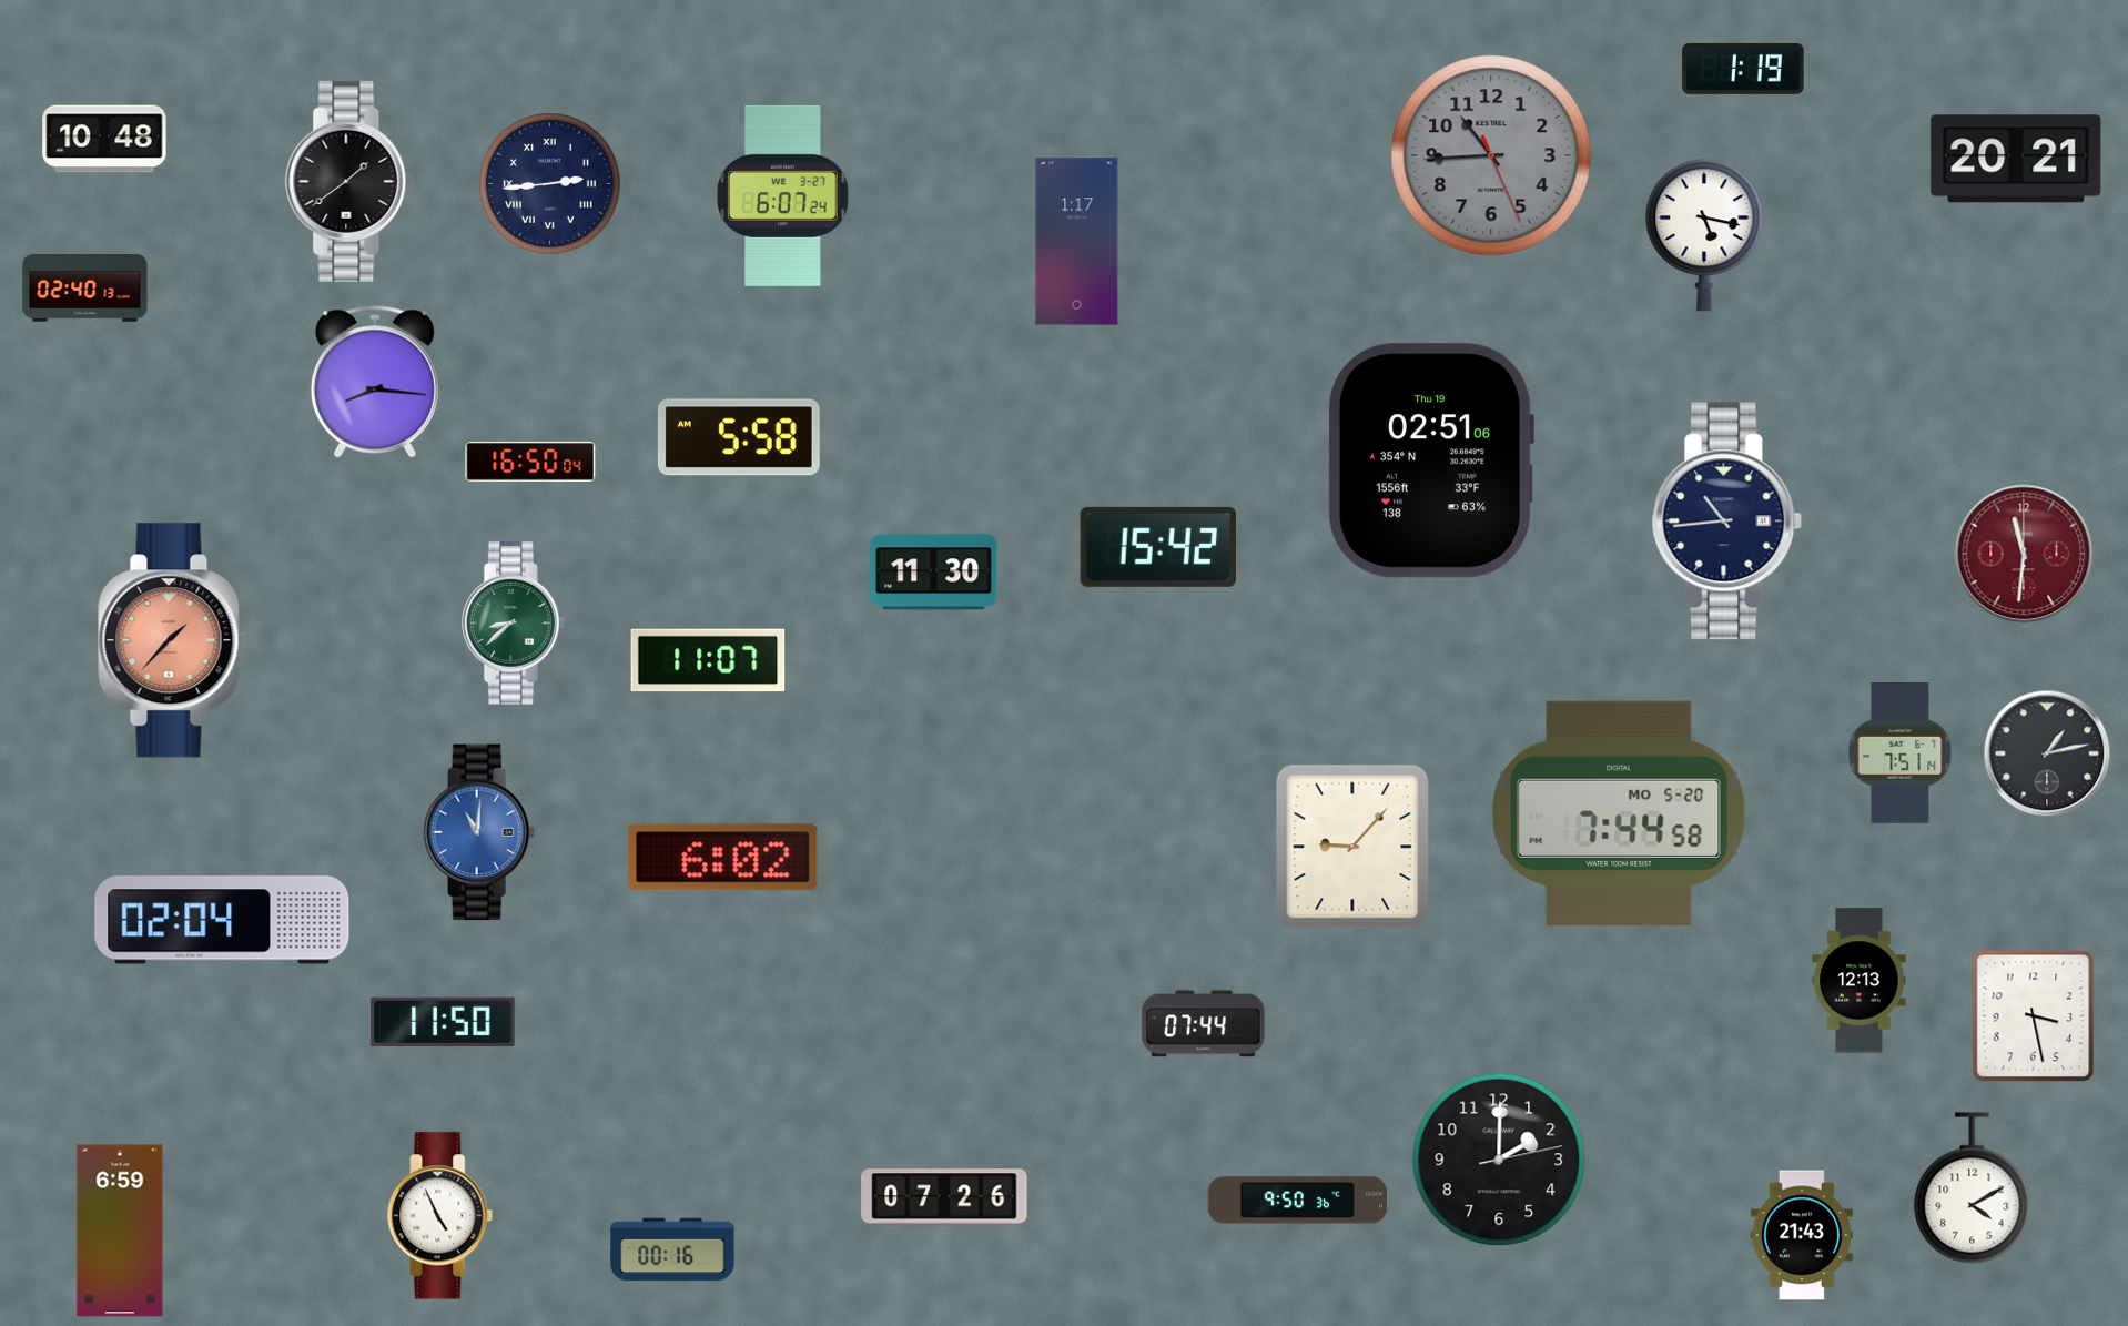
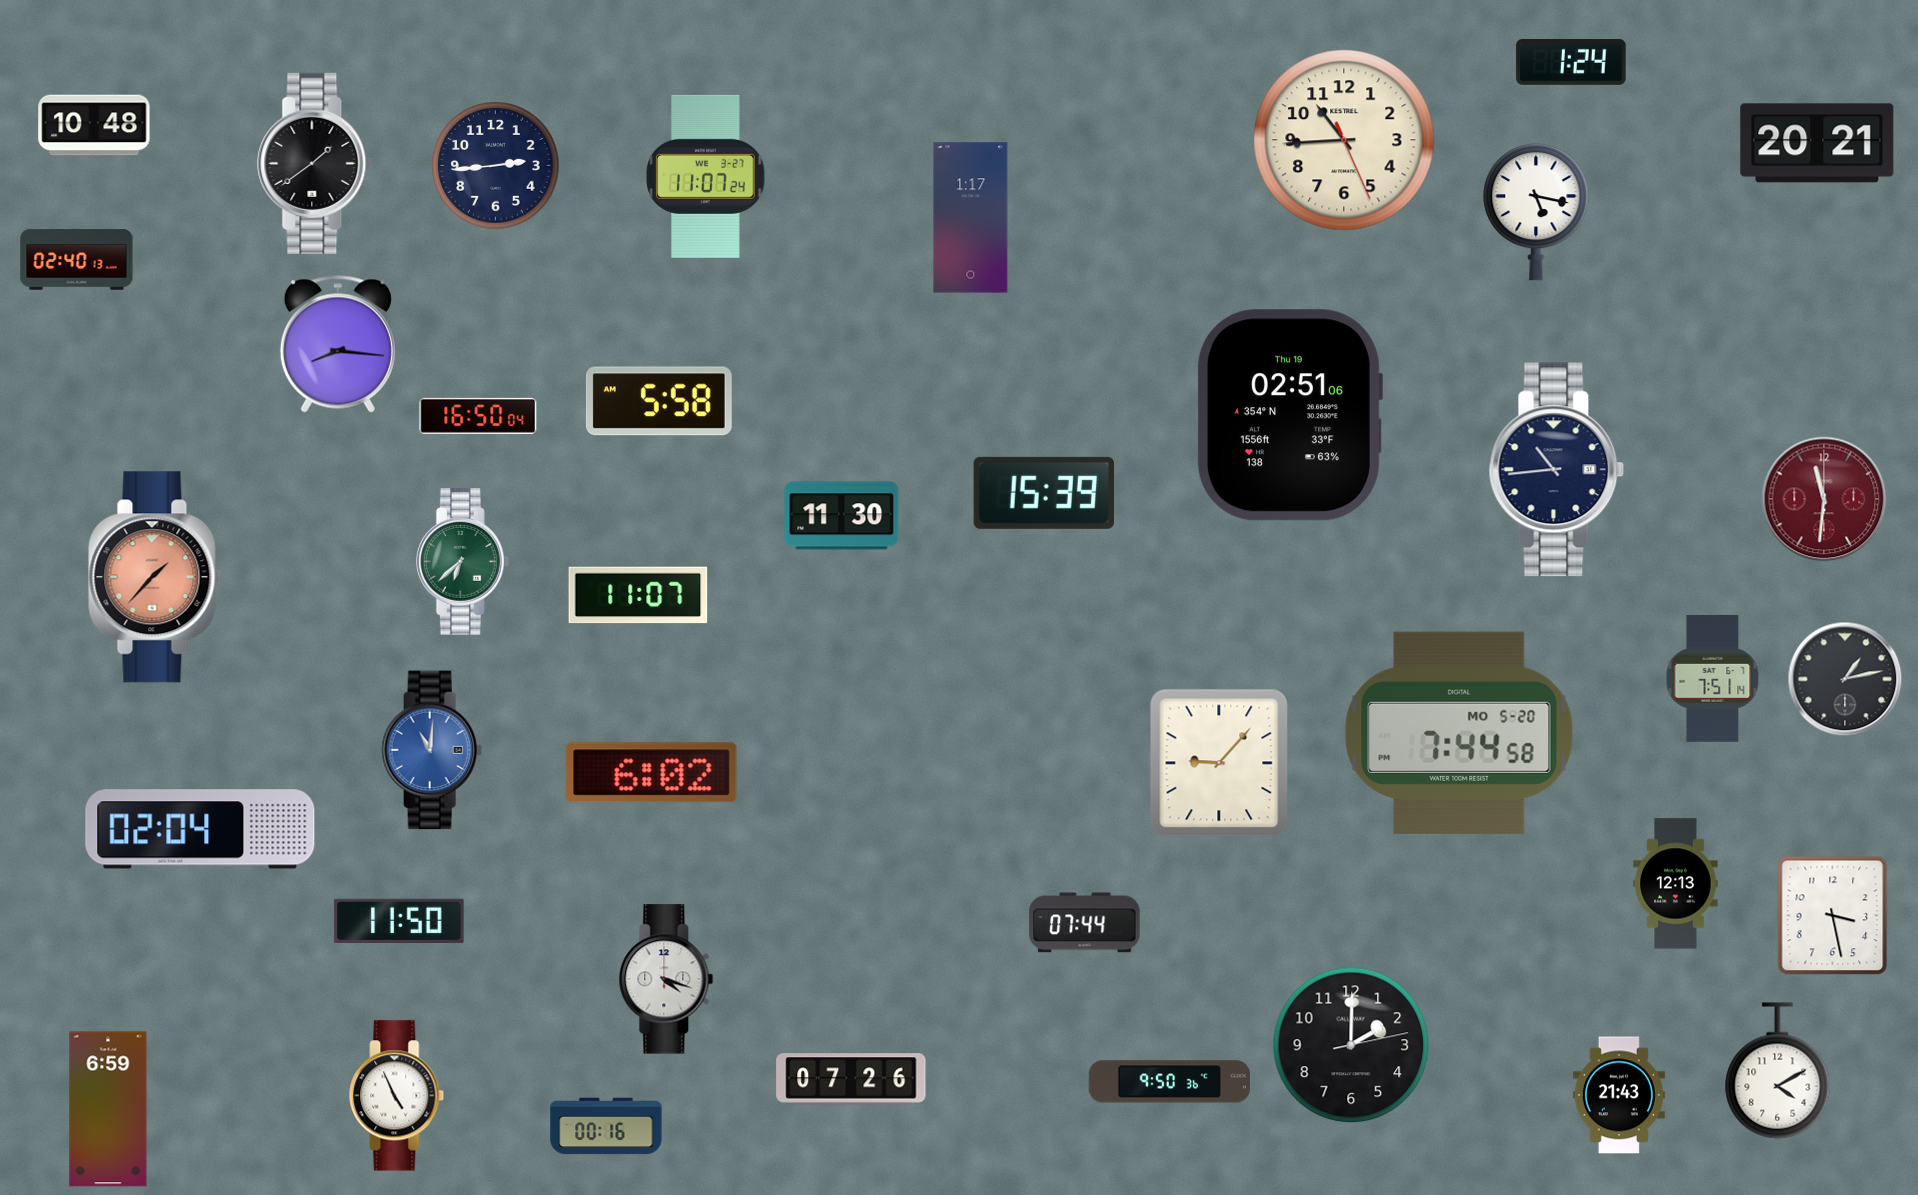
clock at (1743, 69): 1:19 -> 1:24
clock at (1491, 155) dial: grey -> cream
clock at (550, 184) numerals: Roman -> Arabic
clock at (783, 195): 6:07 -> 11:07
clock at (739, 437) position: (739, 437) -> (659, 401)
clock at (1157, 547): 15:42 -> 15:39
clock at (513, 624): 8:38 -> 6:38
clock at (666, 979): none -> 4:18
clock at (1802, 1235) position: (1802, 1235) -> (1619, 1095)
